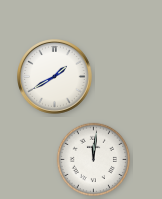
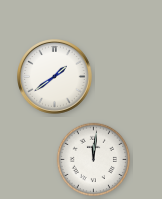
clock at (55, 77): 1:40 -> 1:39
